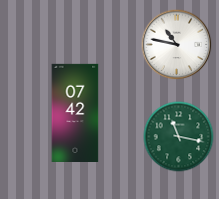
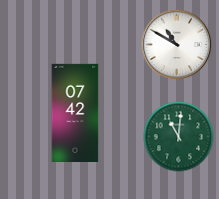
clock at (177, 45): 10:47 -> 10:50
clock at (179, 137): 11:17 -> 11:01
